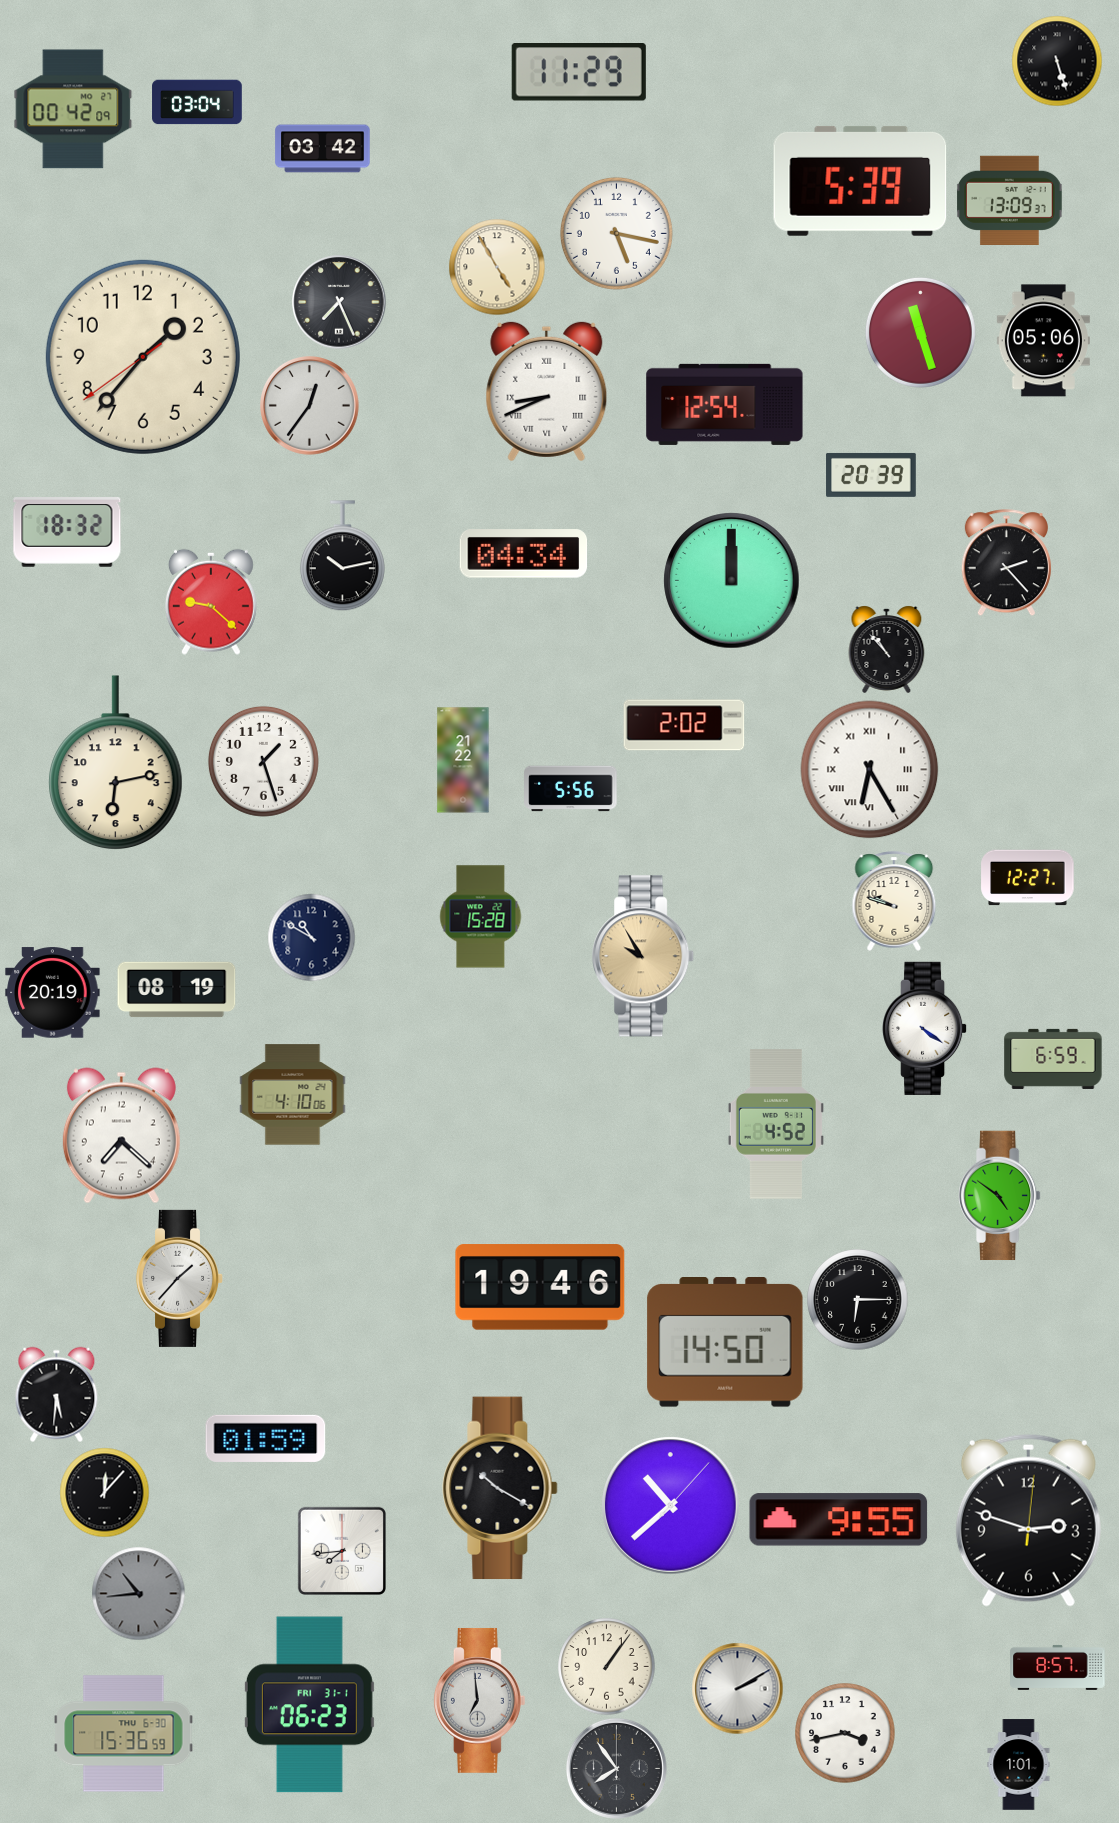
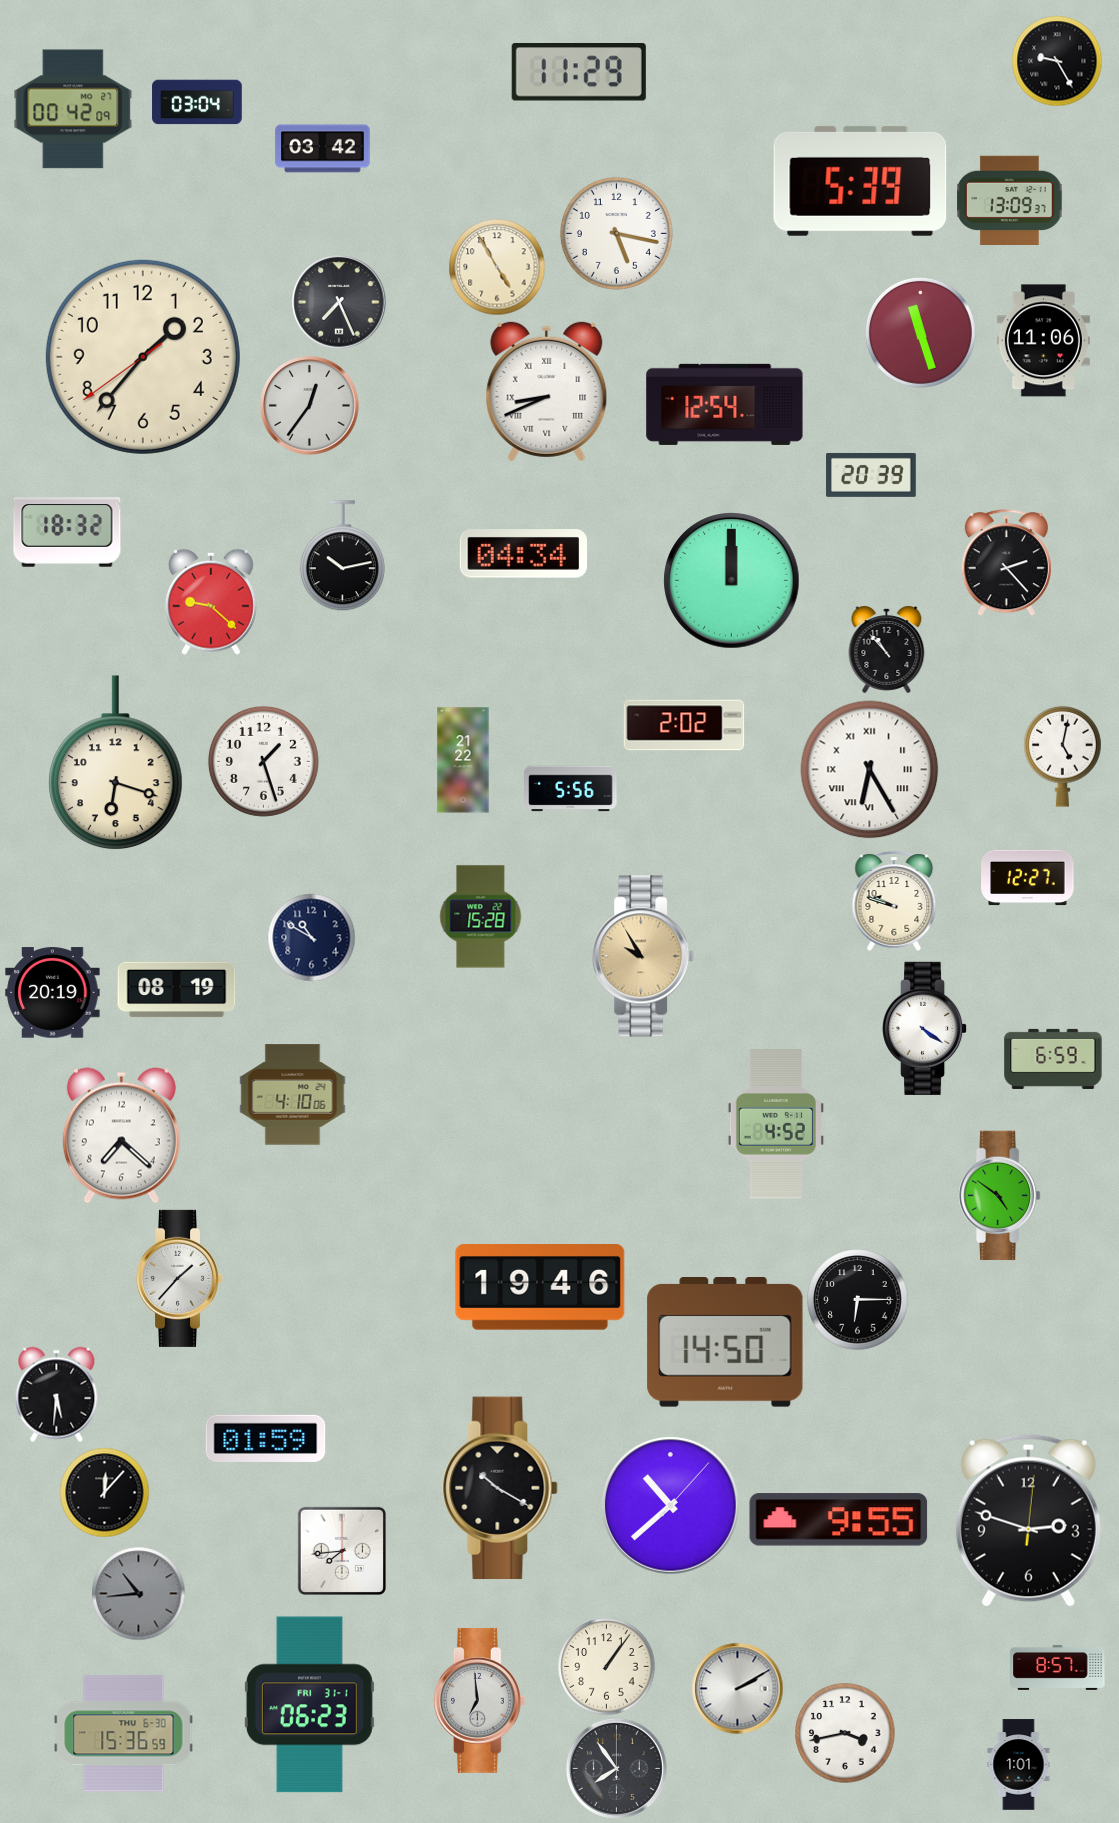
clock at (1057, 61): 5:27 -> 9:25
clock at (1043, 341): 05:06 -> 11:06
clock at (1063, 756): none -> 5:02
clock at (116, 762): 6:13 -> 6:18
